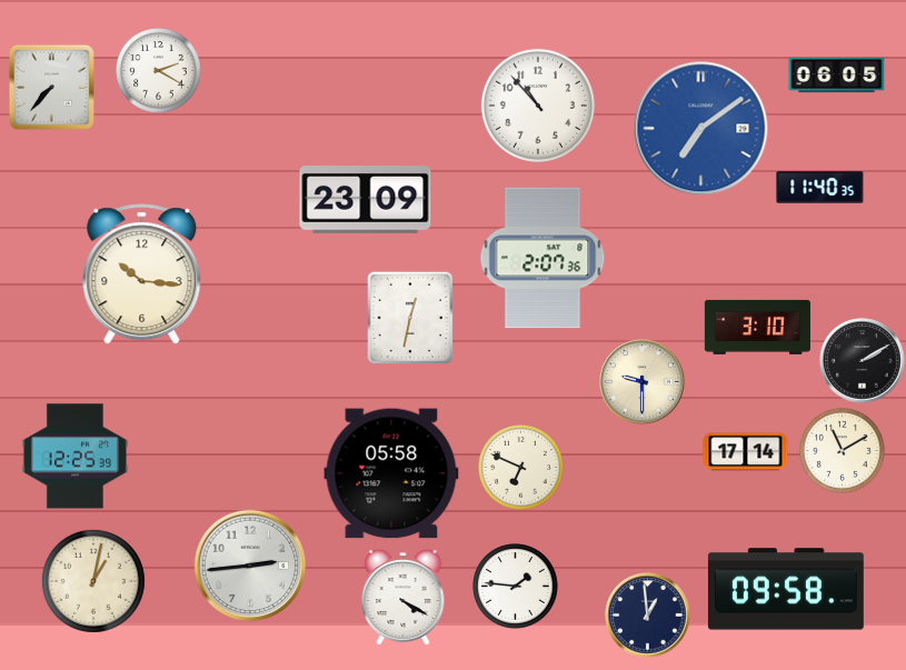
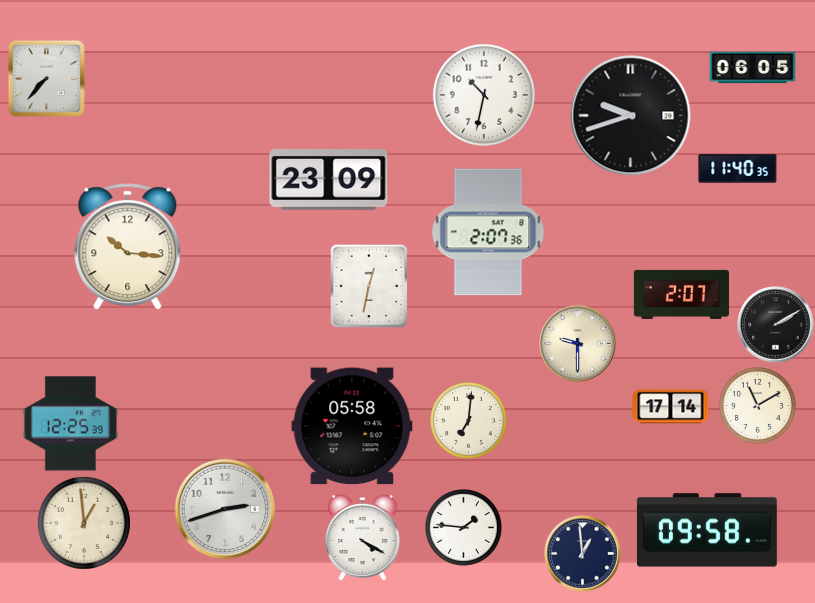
clock at (159, 71): 2:20 -> none
clock at (538, 106): 10:53 -> 10:32
clock at (701, 129): 7:09 -> 9:42
clock at (701, 129) dial: blue -> black
clock at (757, 327): 3:10 -> 2:07
clock at (74, 457) position: (74, 457) -> (70, 424)
clock at (521, 468): 6:49 -> 7:01
clock at (250, 566): 2:44 -> 2:42
clock at (93, 581): 1:02 -> 12:59
